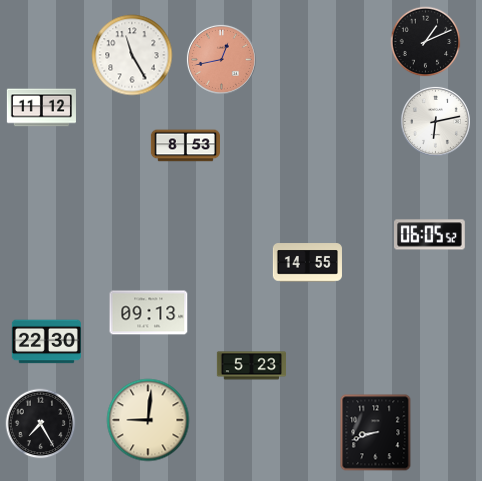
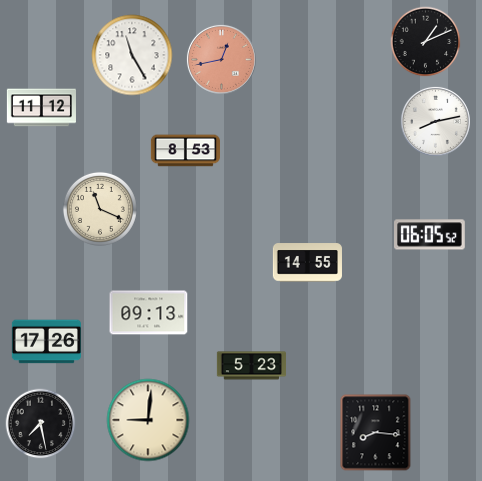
clock at (435, 121): 6:13 -> 8:13
clock at (185, 146) position: (185, 146) -> (185, 151)
clock at (100, 209): none -> 11:19
clock at (46, 342): 22:30 -> 17:26
clock at (41, 424): 7:25 -> 7:28
clock at (376, 433): 8:42 -> 8:16
